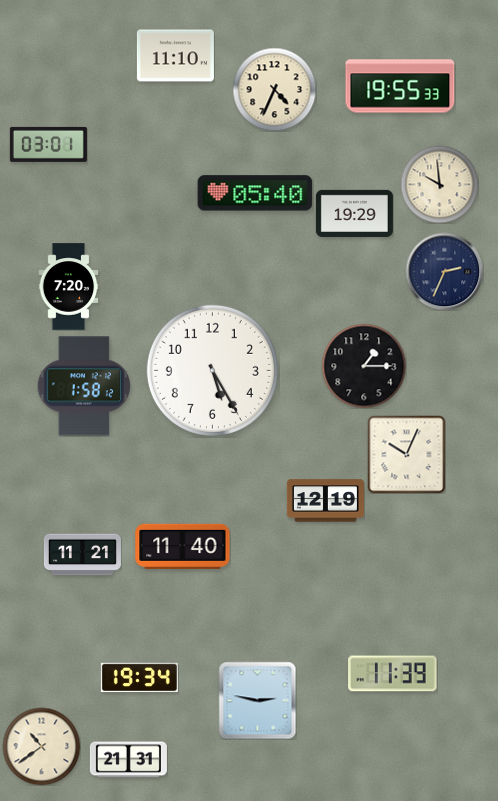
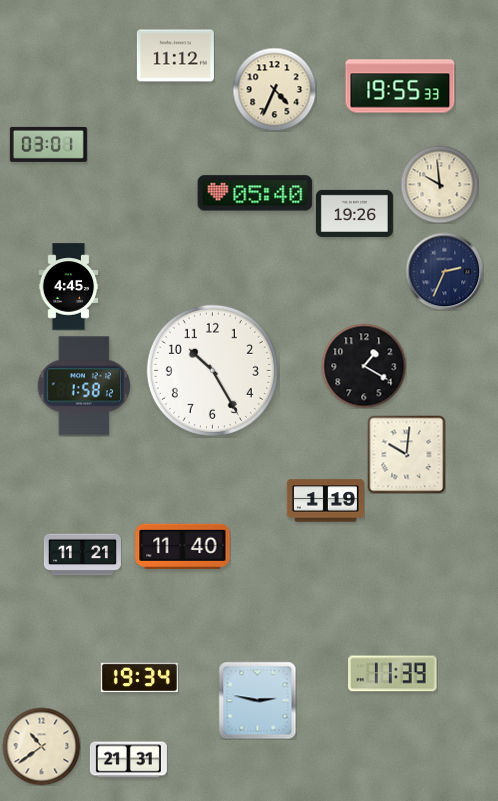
clock at (175, 56): 11:10 -> 11:12
clock at (354, 213): 19:29 -> 19:26
clock at (69, 287): 7:20 -> 4:45
clock at (364, 366): 1:15 -> 1:20
clock at (212, 370): 5:25 -> 10:25
clock at (406, 454): 10:04 -> 10:01
clock at (325, 501): 12:19 -> 1:19
